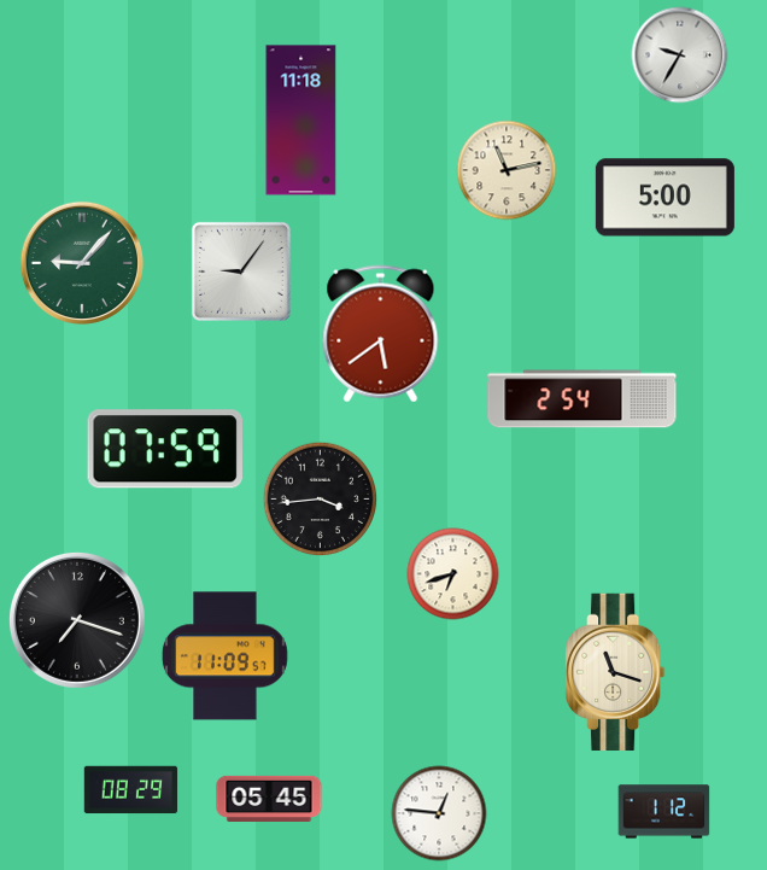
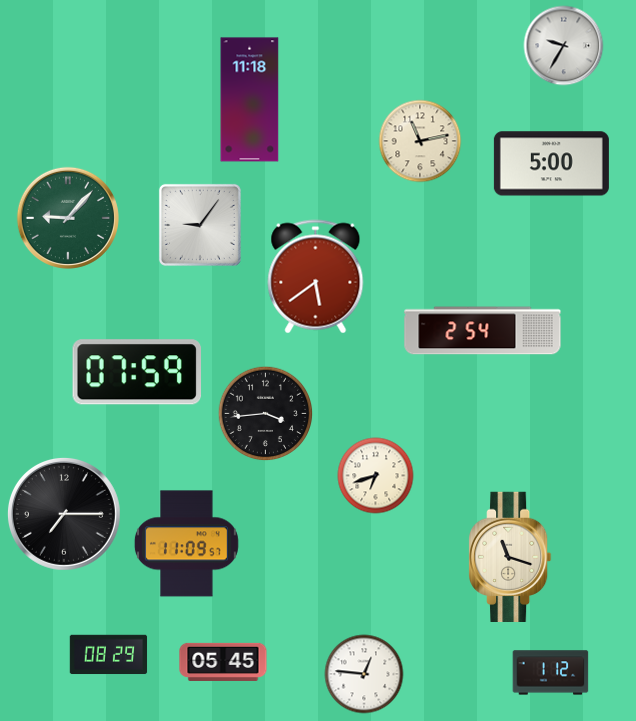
clock at (77, 620): 7:18 -> 7:15
